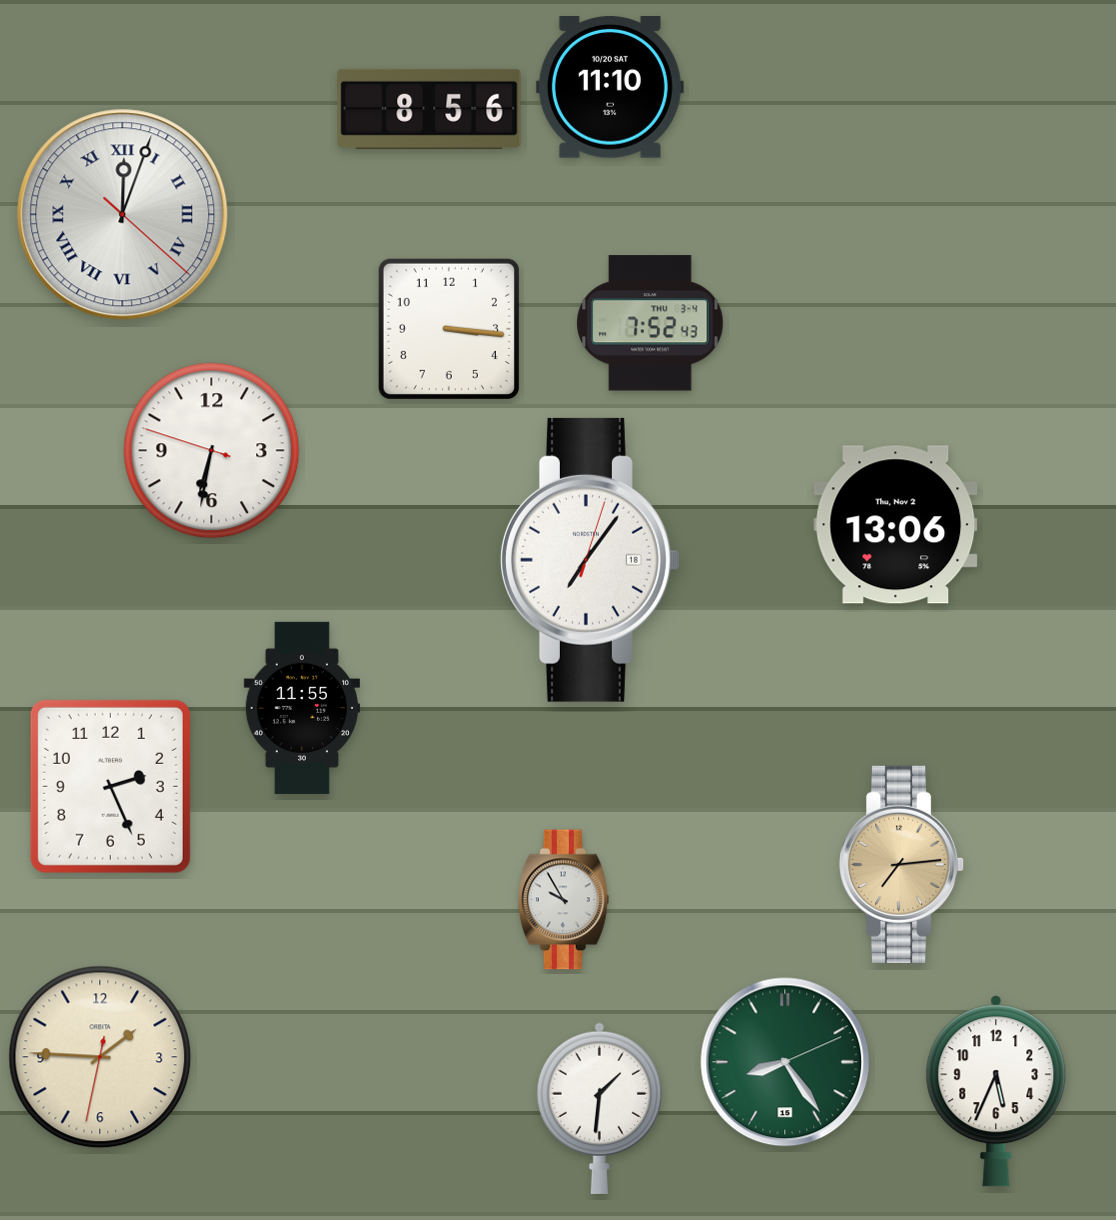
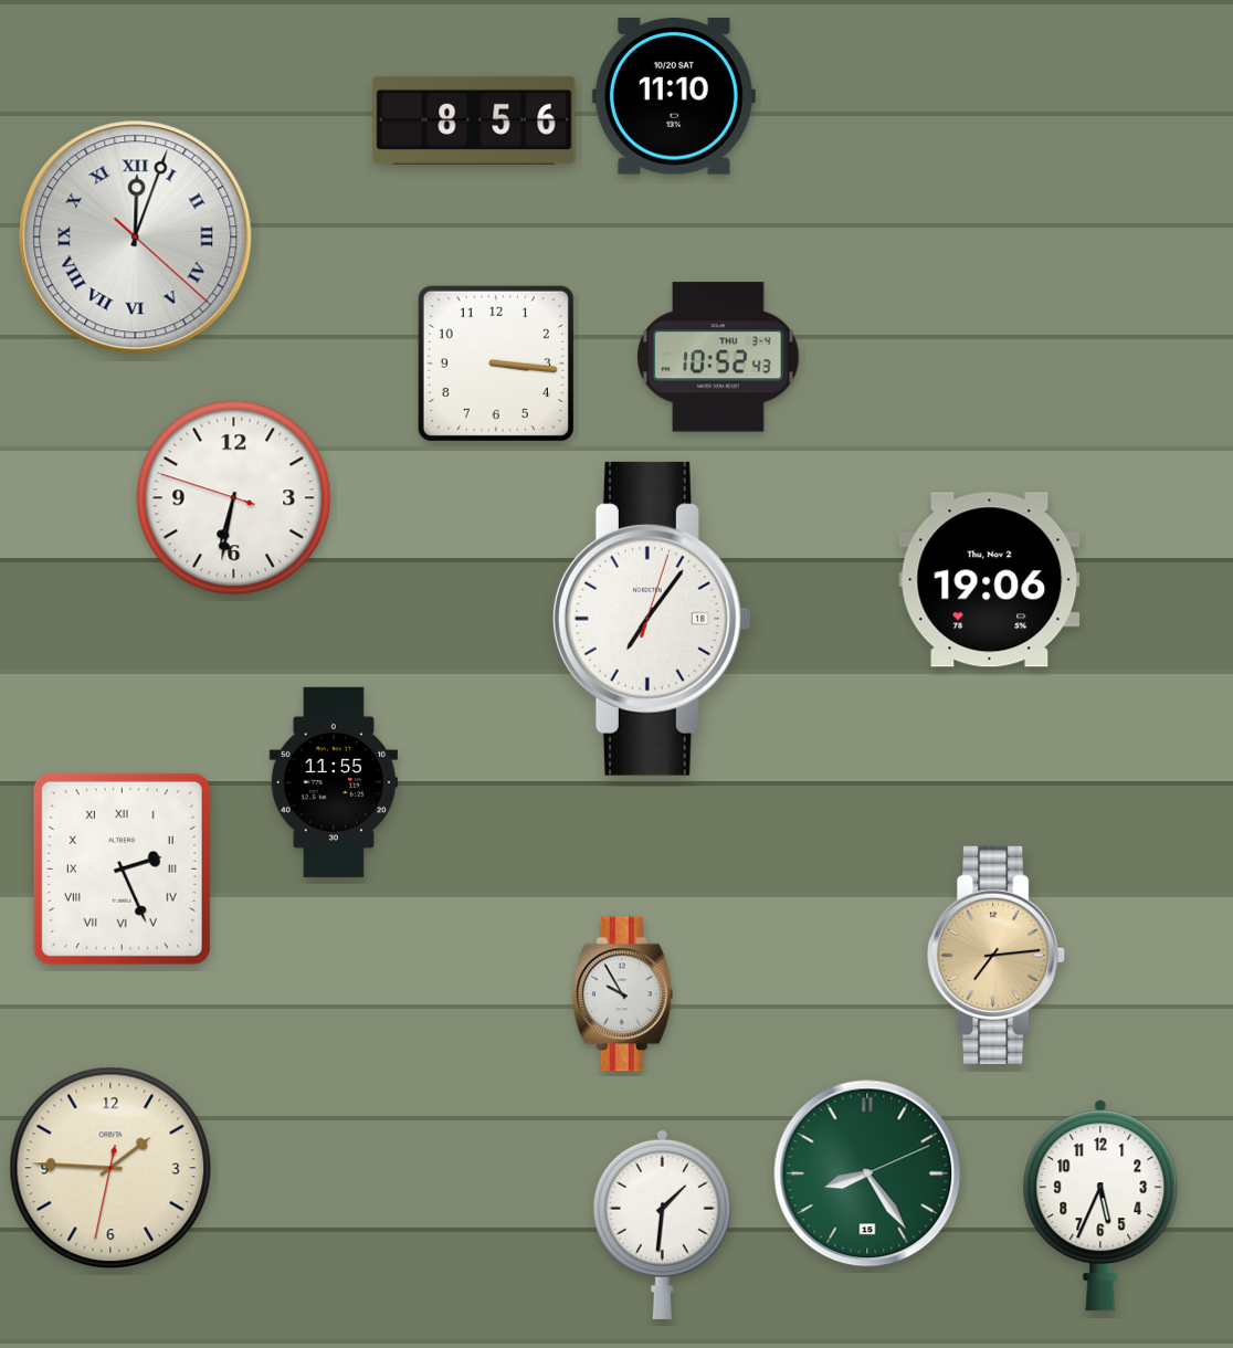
clock at (650, 323): 7:52 -> 10:52
clock at (896, 525): 13:06 -> 19:06
clock at (110, 786) numerals: Arabic -> Roman
